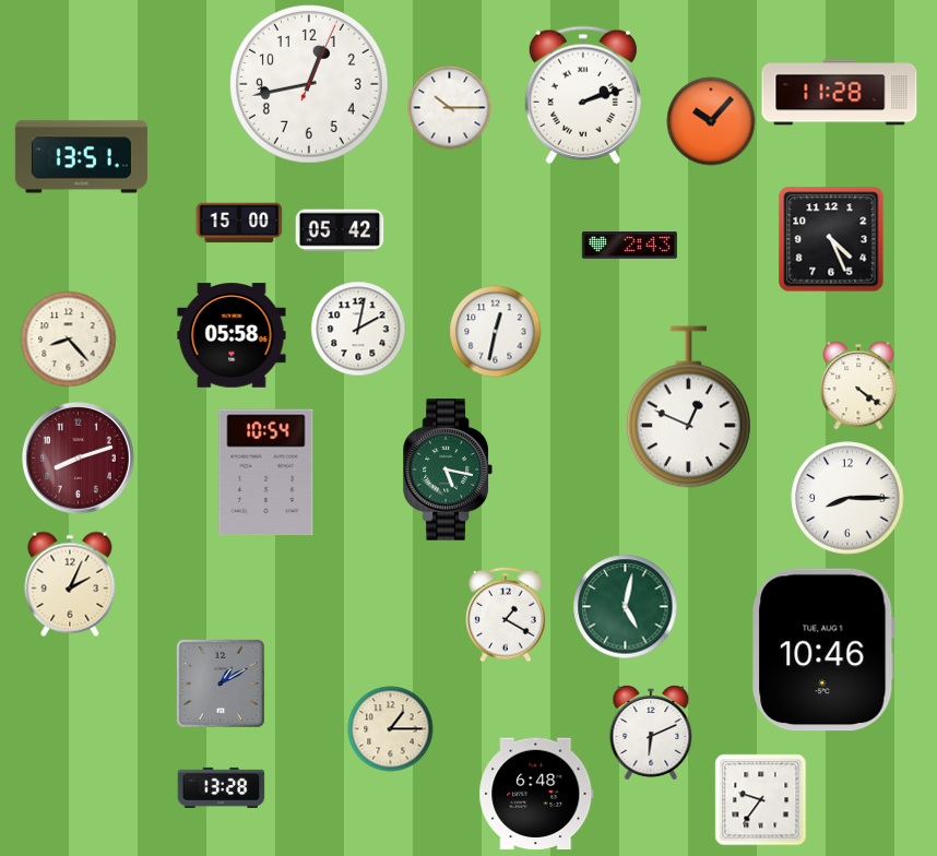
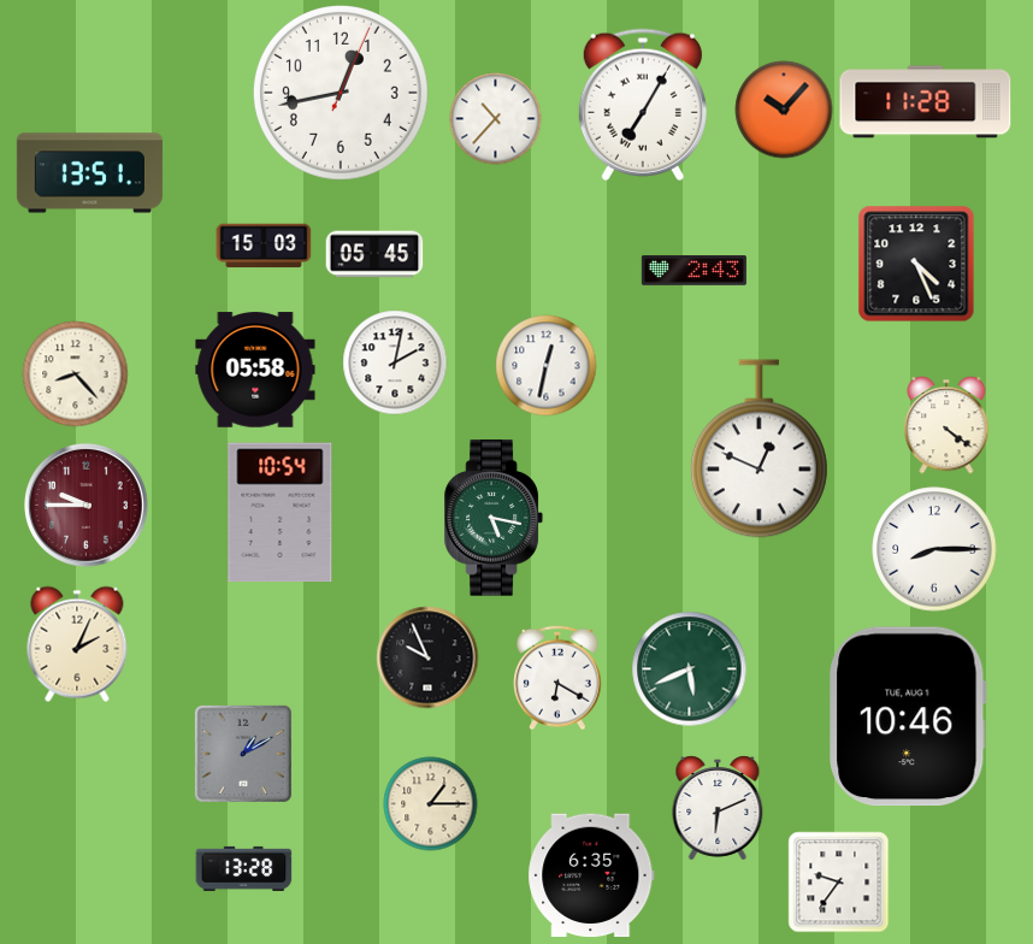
clock at (583, 95): 2:12 -> 7:05
clock at (450, 108): 10:15 -> 10:37
clock at (711, 121) position: (711, 121) -> (784, 110)
clock at (239, 223): 15:00 -> 15:03
clock at (340, 230): 05:42 -> 05:45
clock at (78, 457): 8:12 -> 9:45
clock at (266, 473) position: (266, 473) -> (281, 513)
clock at (427, 657): none -> 9:56
clock at (626, 607): 5:02 -> 5:41
clock at (506, 615): 1:20 -> 6:20
clock at (536, 794): 6:48 -> 6:35
